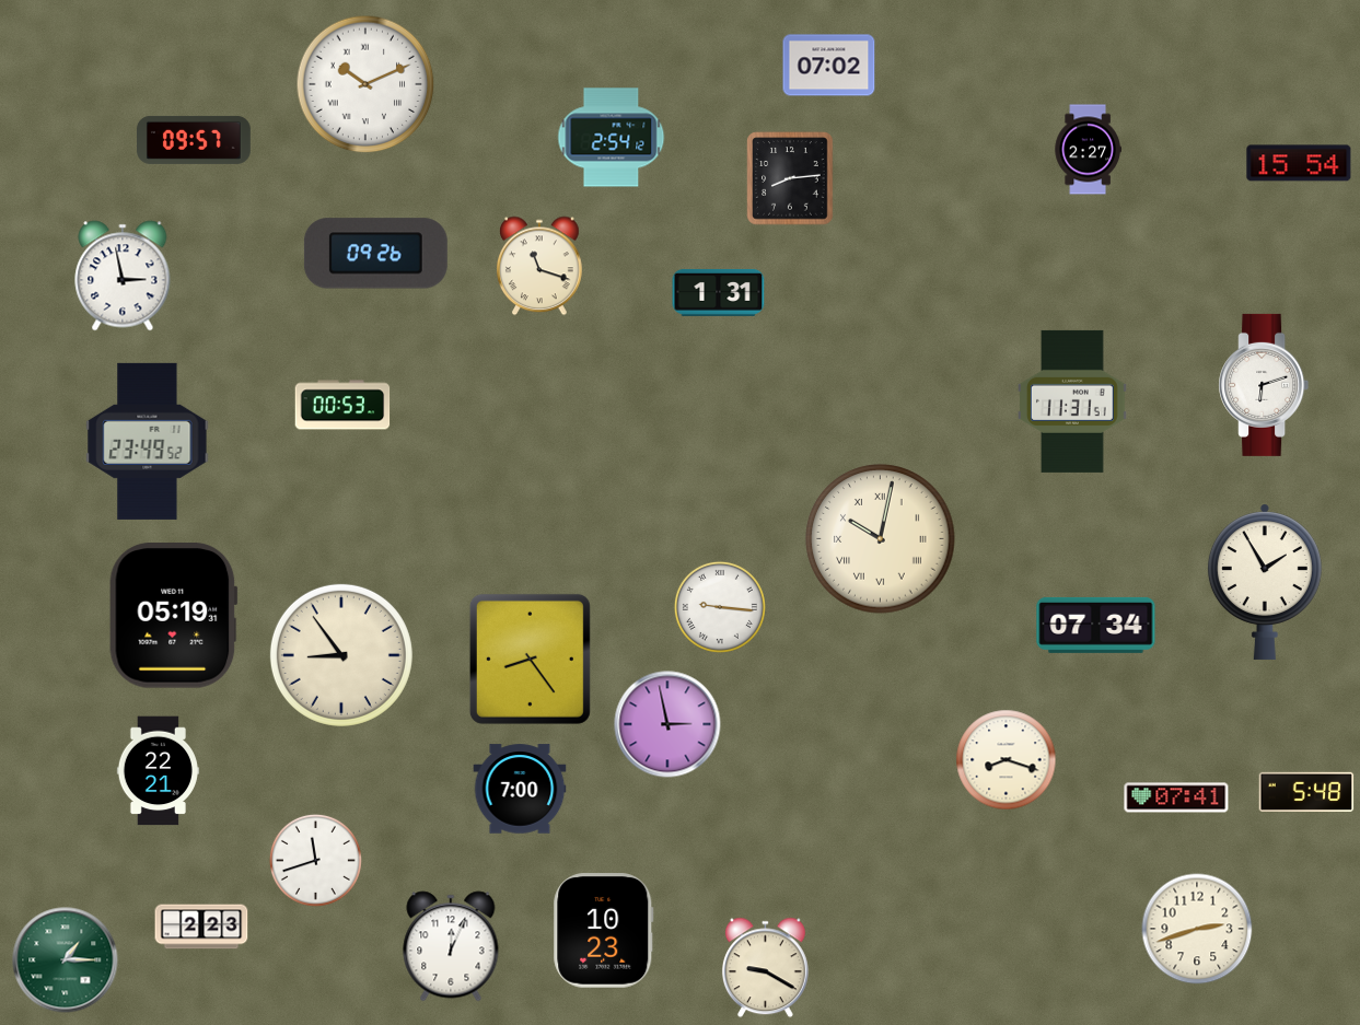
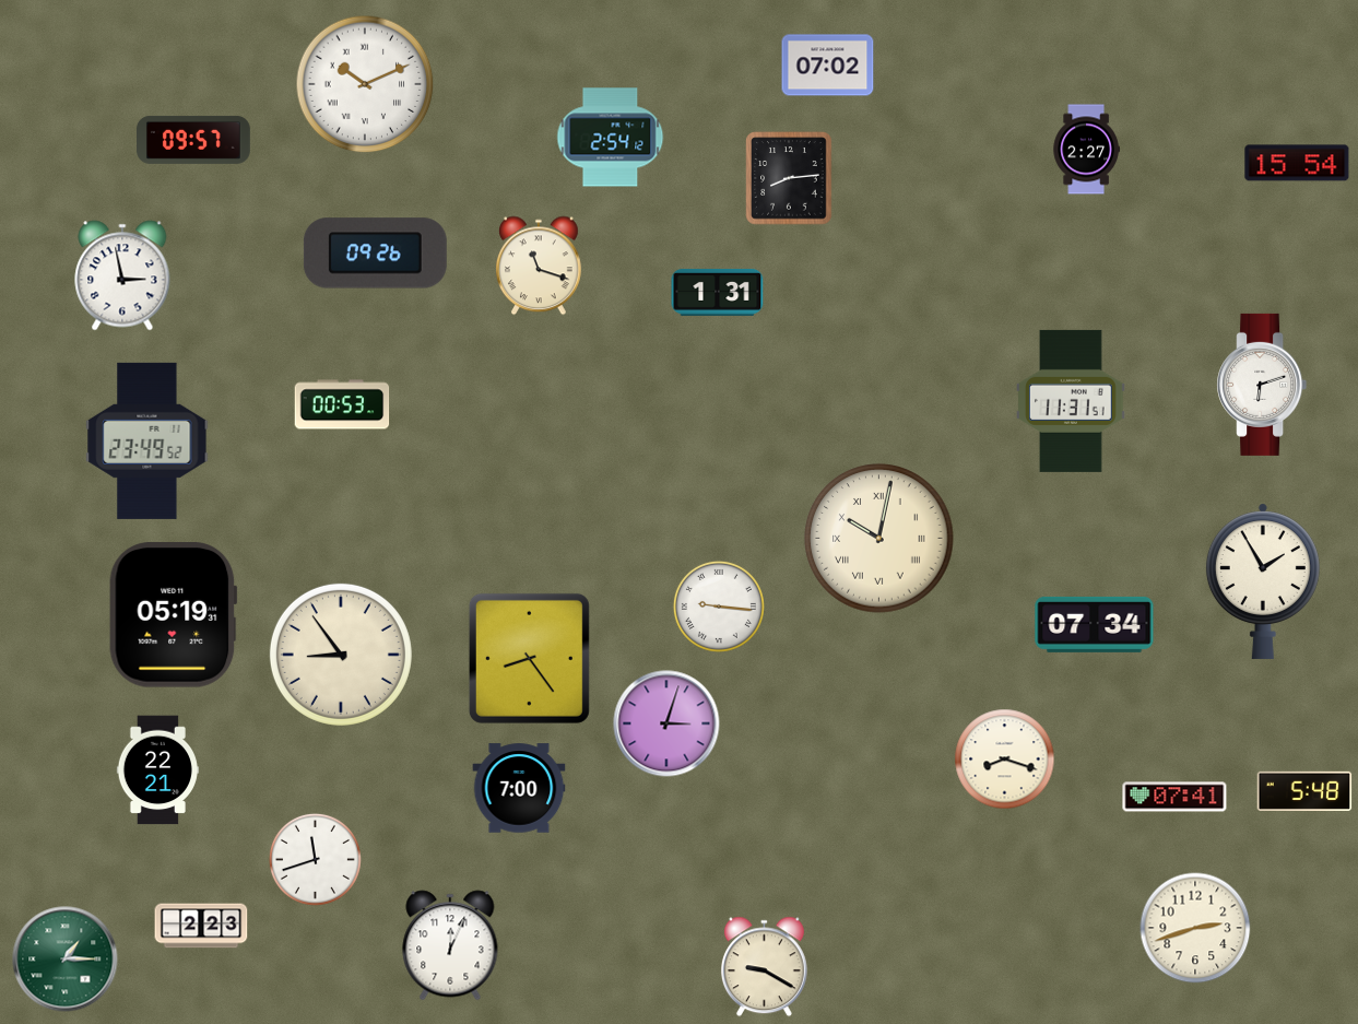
clock at (667, 724): 2:58 -> 3:03
clock at (604, 931): 10:23 -> none
